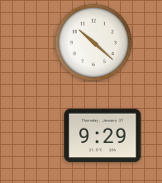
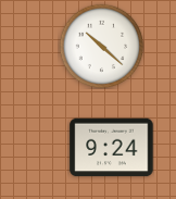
clock at (103, 136): 9:29 -> 9:24
